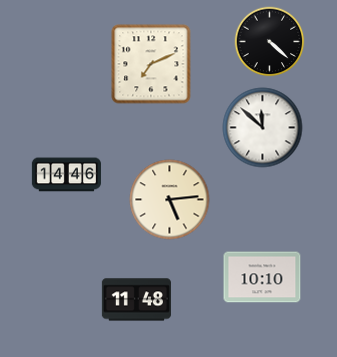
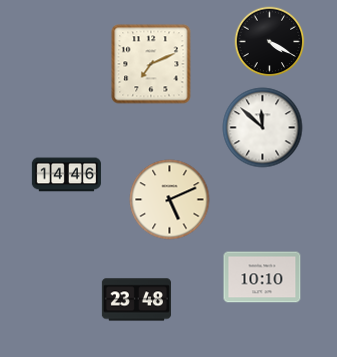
clock at (270, 42): 4:22 -> 4:20
clock at (170, 200): 5:14 -> 5:11
clock at (136, 300): 11:48 -> 23:48
